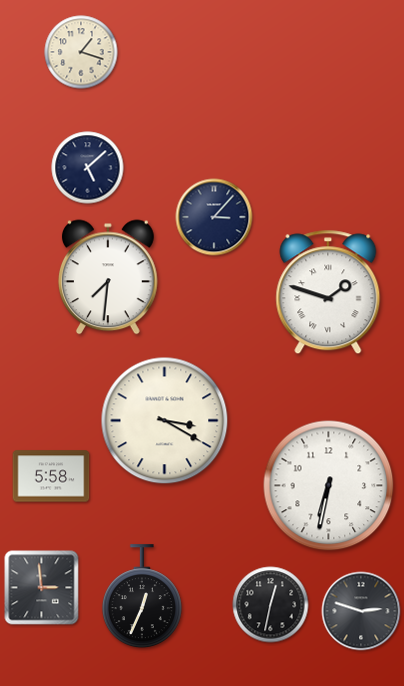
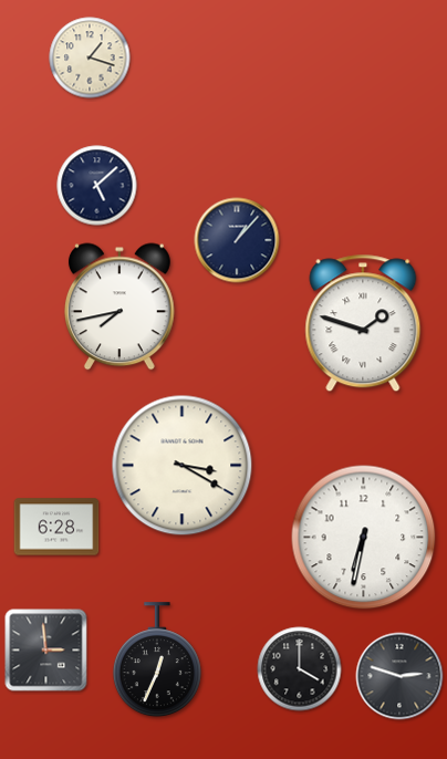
clock at (214, 217): 3:07 -> 1:07
clock at (108, 277): 7:31 -> 7:43
clock at (51, 476): 5:58 -> 6:28
clock at (271, 605): 12:32 -> 4:00
